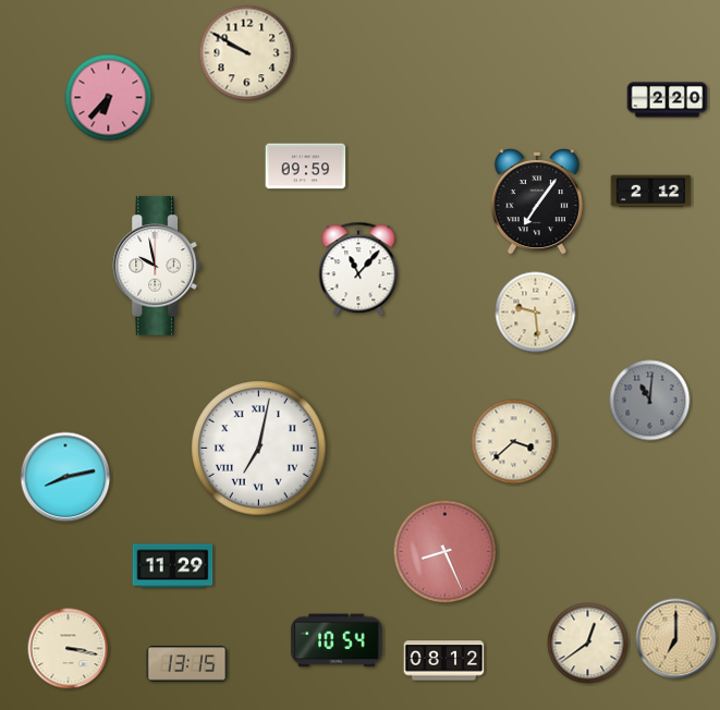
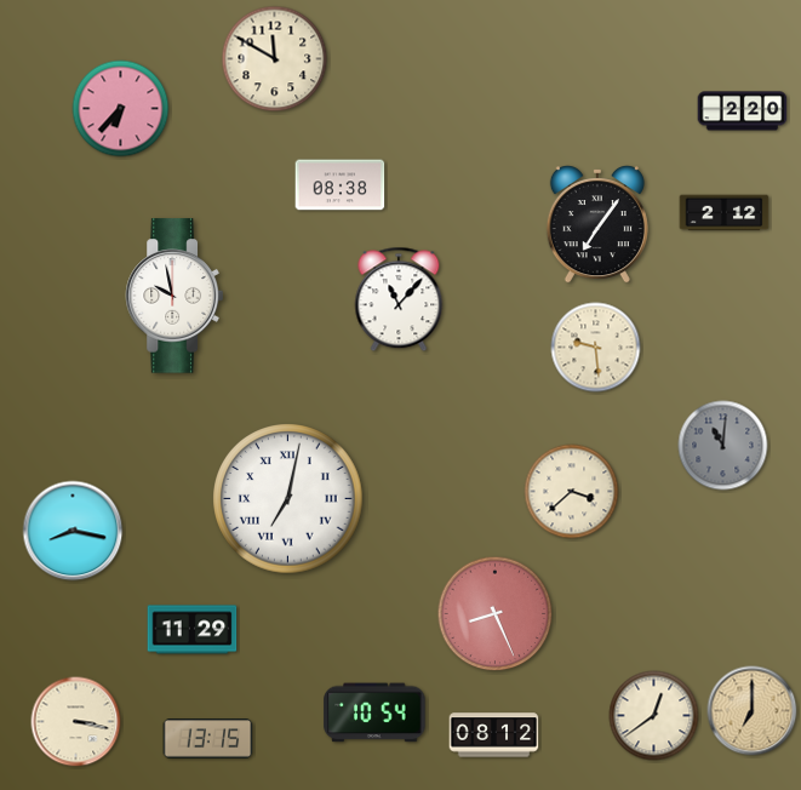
clock at (247, 53): 9:50 -> 11:50
clock at (306, 167): 09:59 -> 08:38
clock at (65, 477): 8:13 -> 8:17
